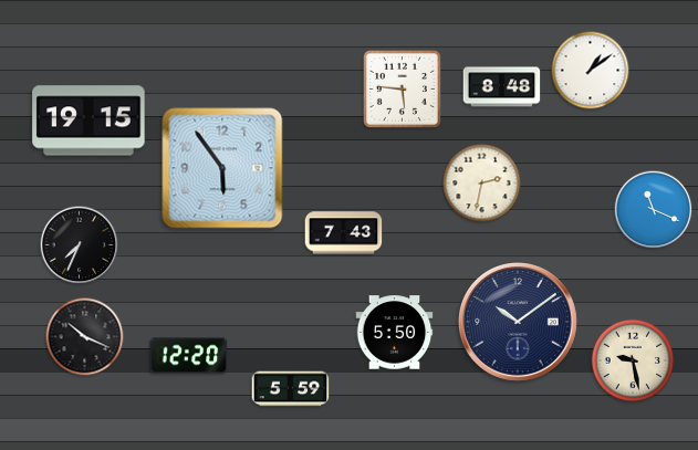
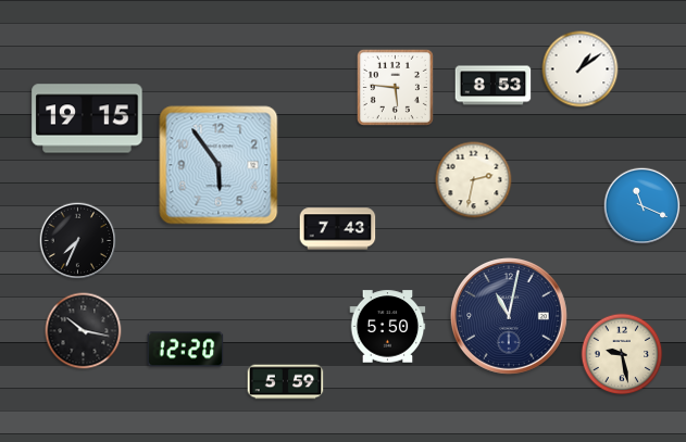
clock at (502, 87): 8:48 -> 8:53
clock at (519, 323): 10:09 -> 11:02
clock at (85, 337): 10:19 -> 10:17
